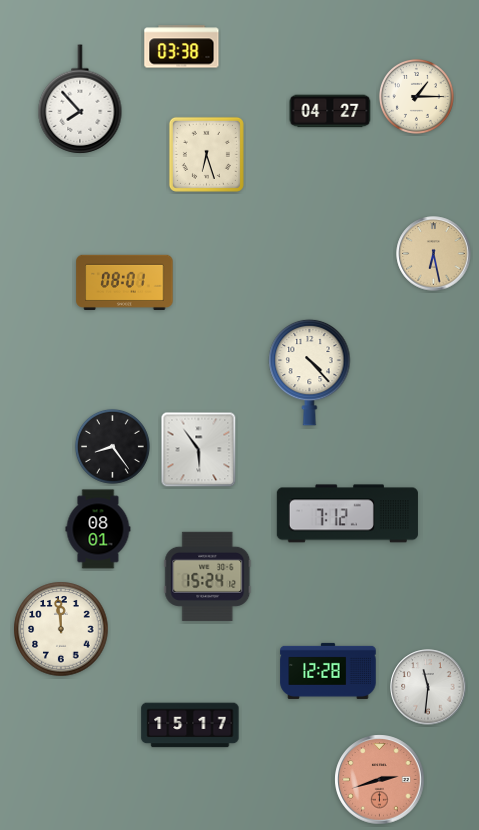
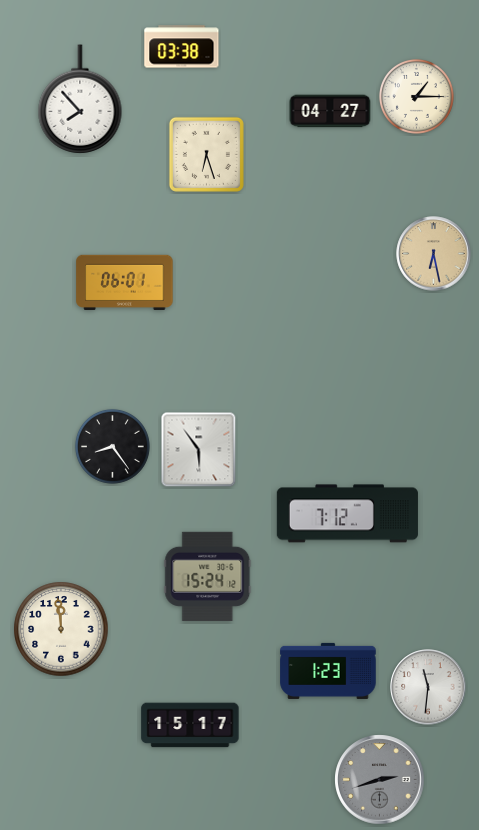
clock at (125, 282): 08:01 -> 06:01
clock at (310, 372): 4:23 -> none
clock at (98, 529): 08:01 -> none
clock at (328, 671): 12:28 -> 1:23
clock at (380, 780) dial: salmon -> grey
